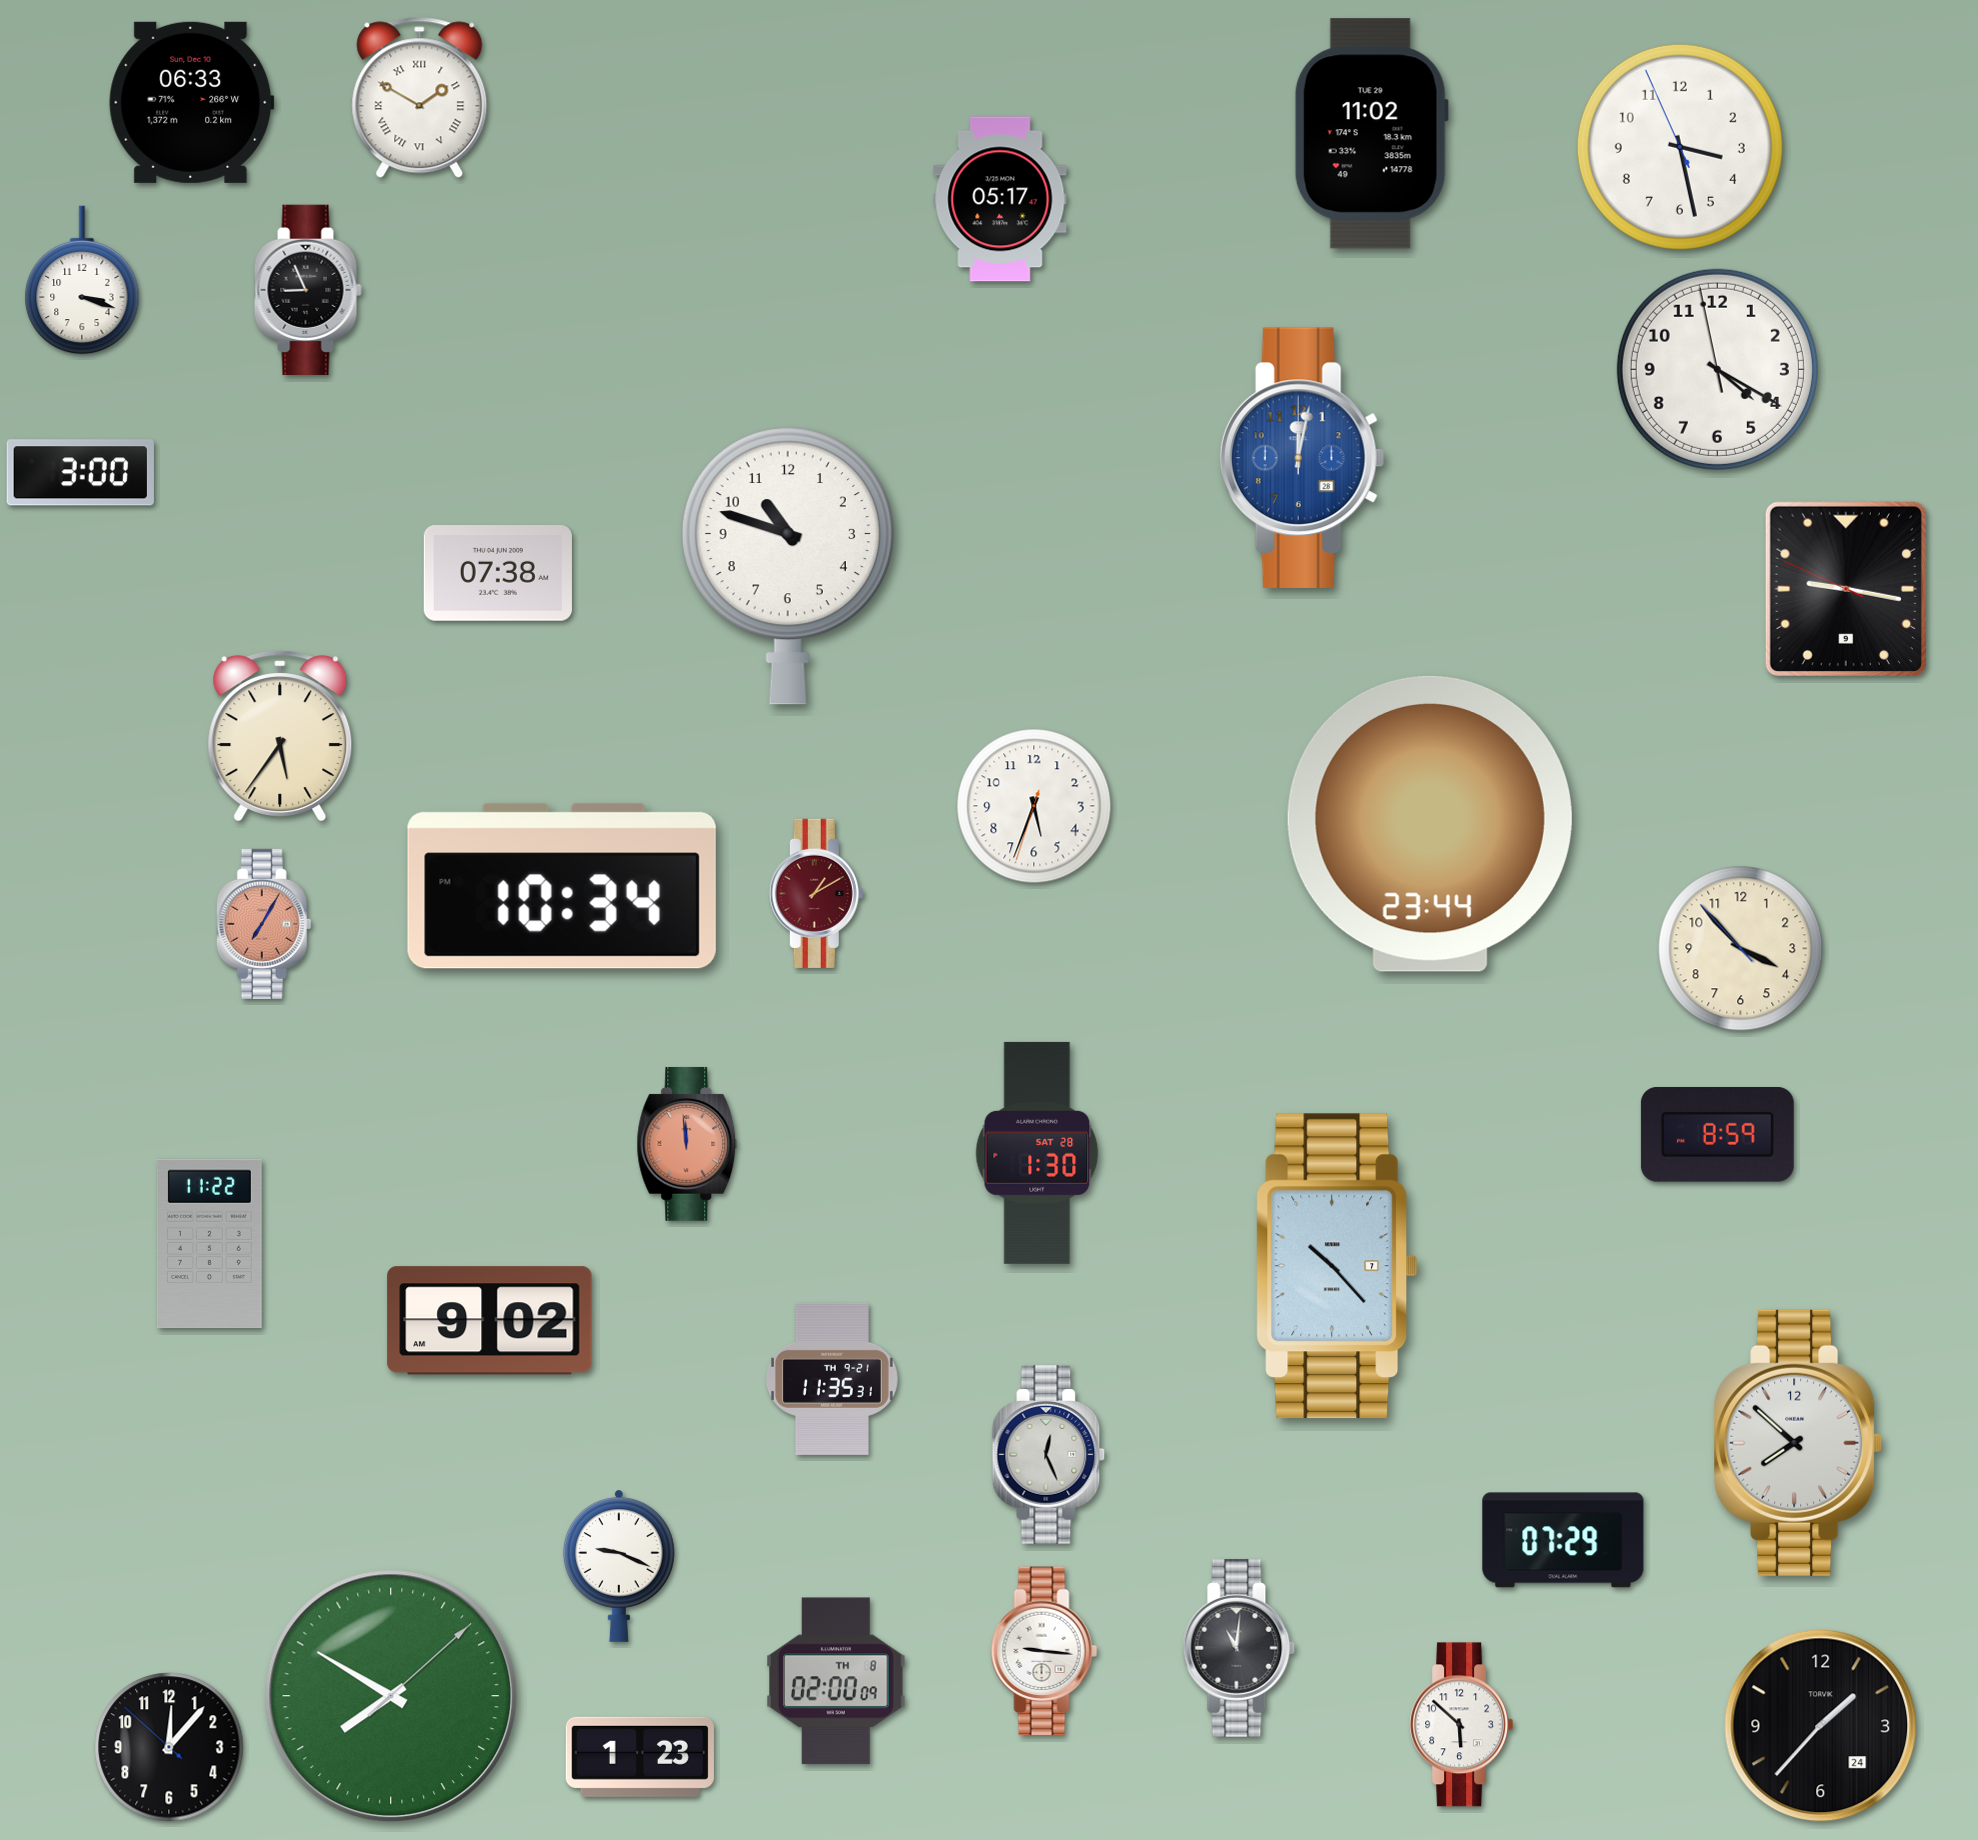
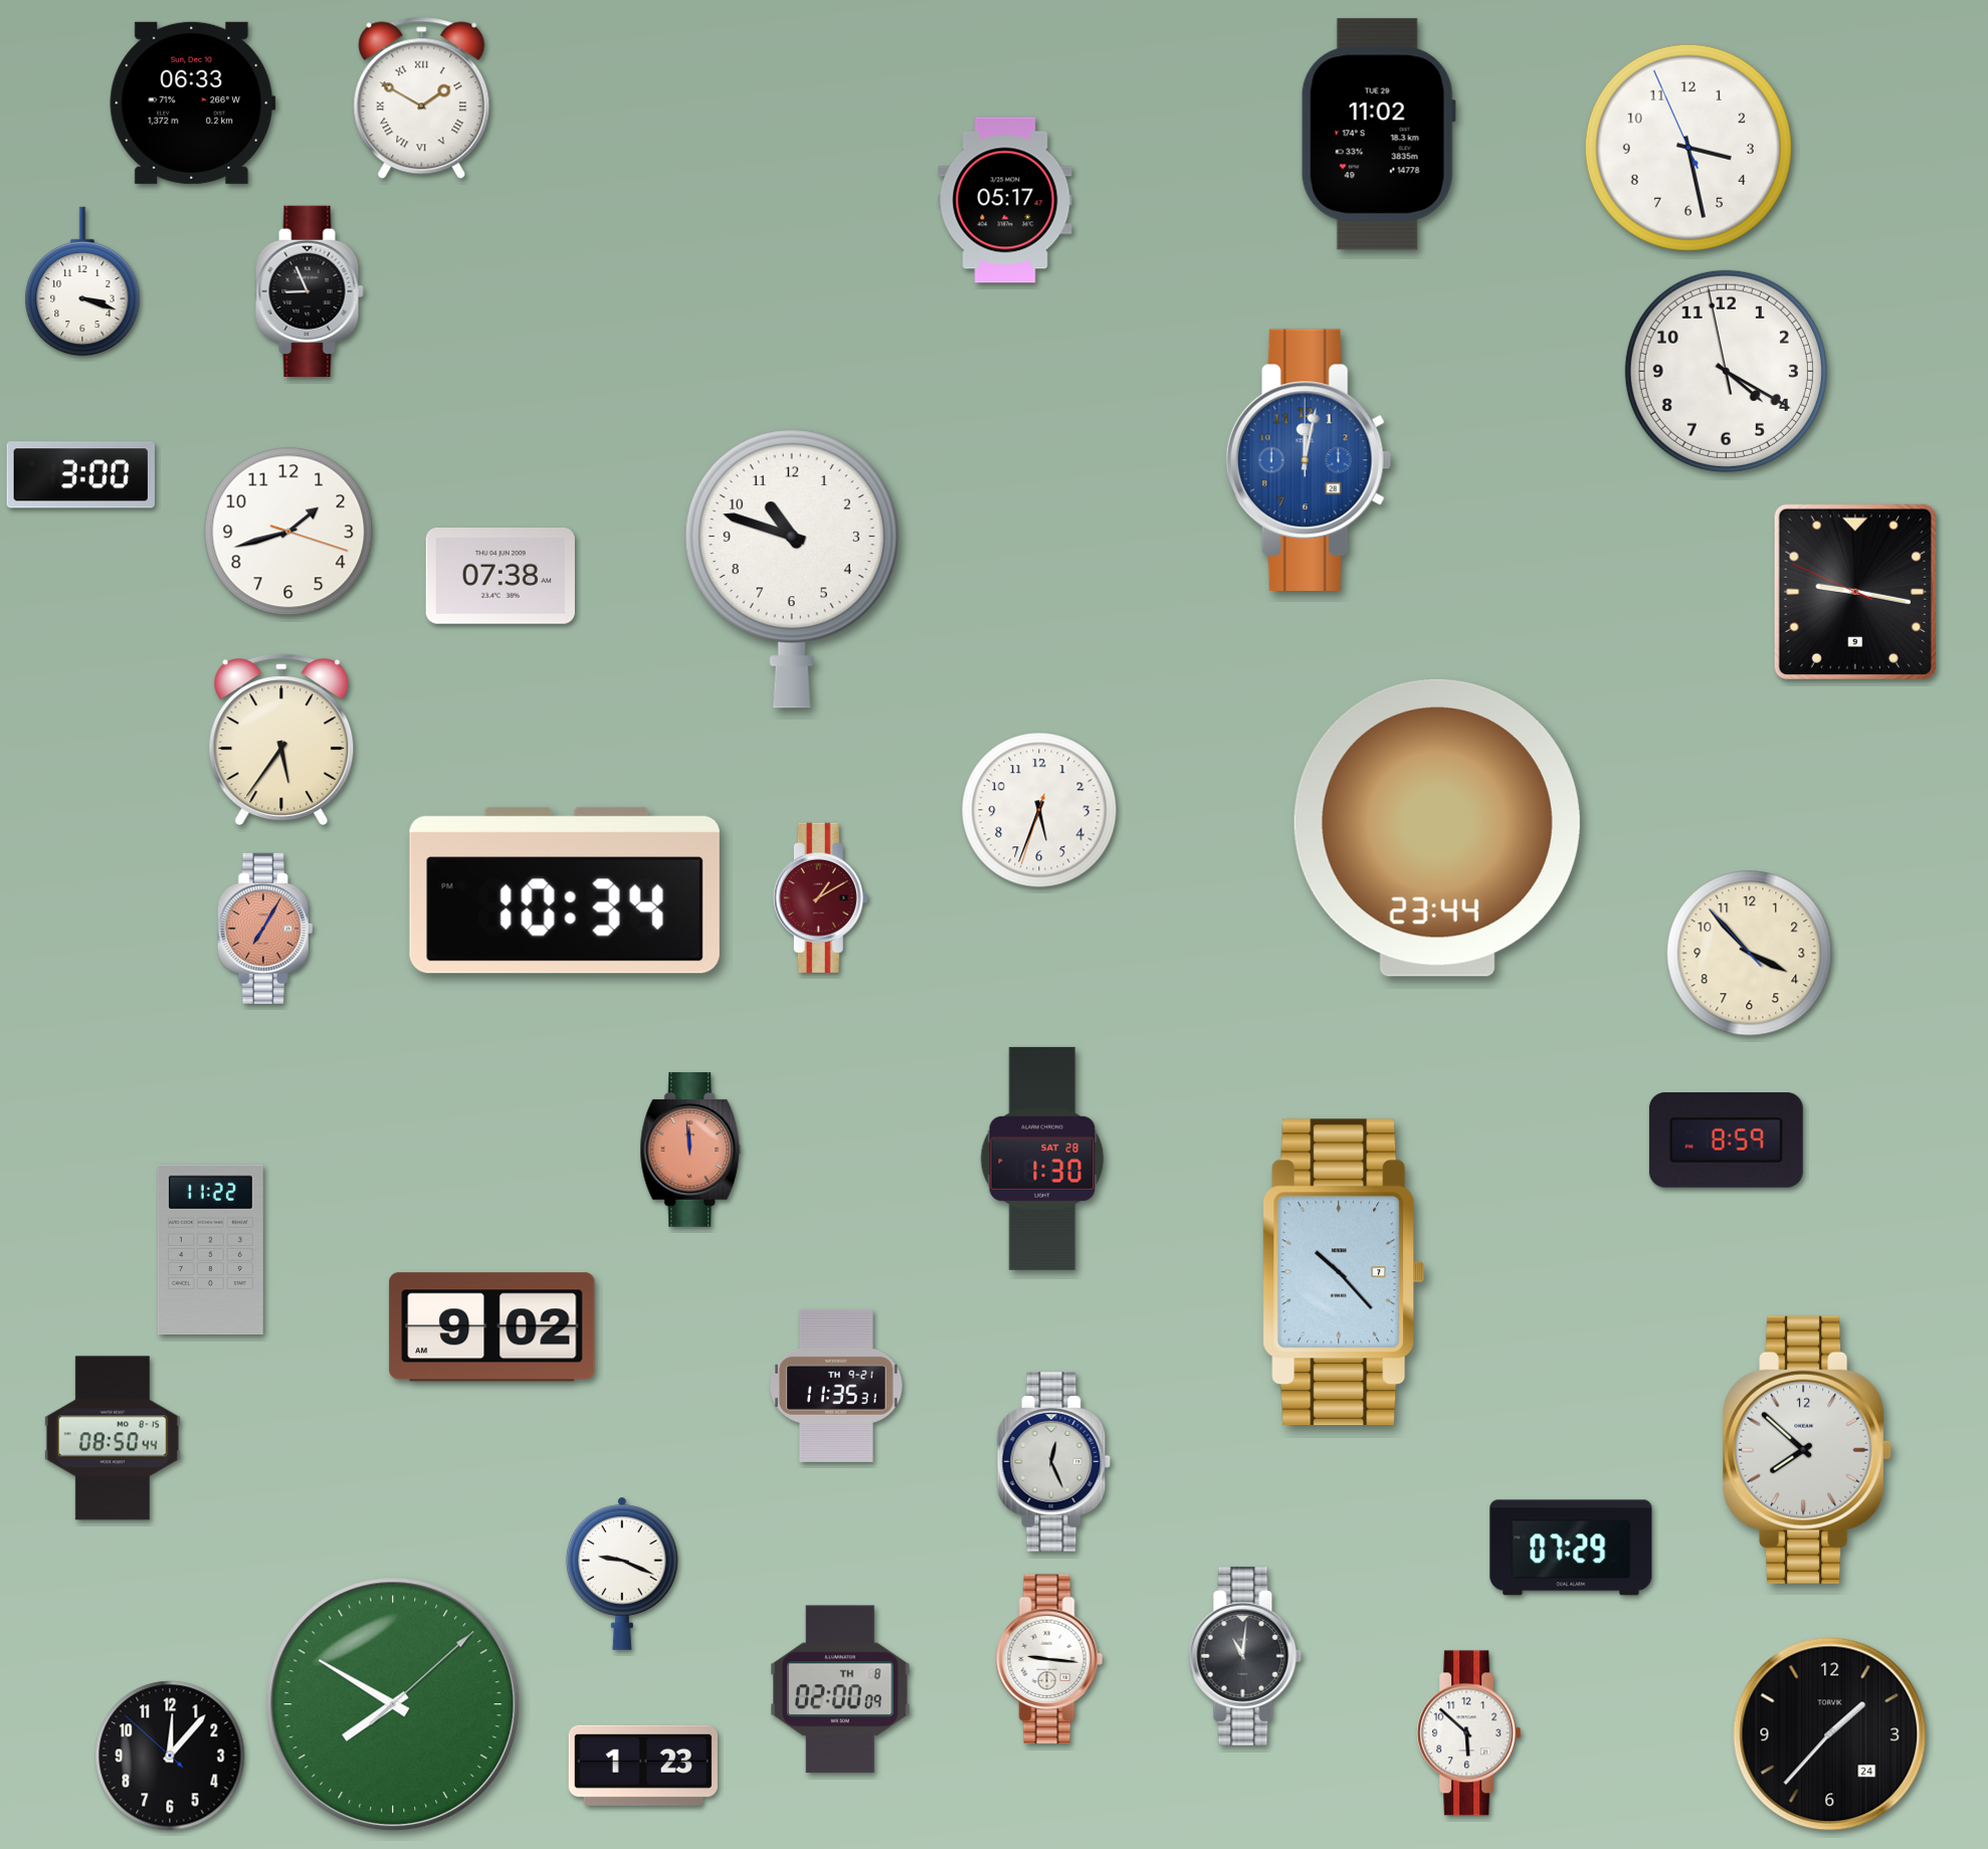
clock at (288, 532): none -> 1:42
clock at (113, 1438): none -> 08:50
